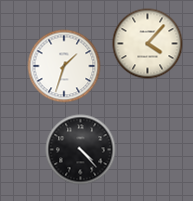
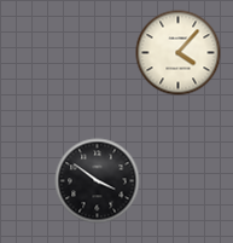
clock at (64, 66): 1:33 -> none
clock at (81, 150): 4:23 -> 3:51
